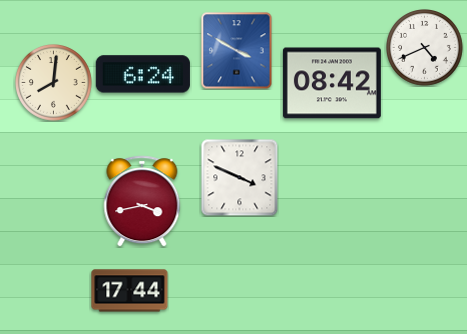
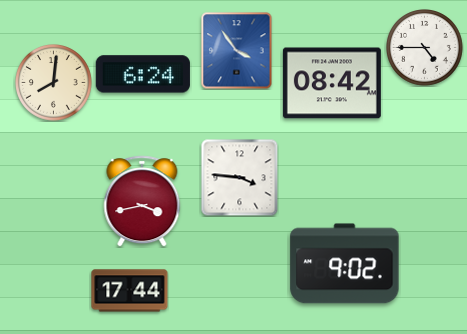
clock at (425, 48): 4:41 -> 4:45
clock at (237, 51): 3:50 -> 3:54
clock at (239, 177): 3:49 -> 3:46
clock at (345, 264): none -> 9:02
